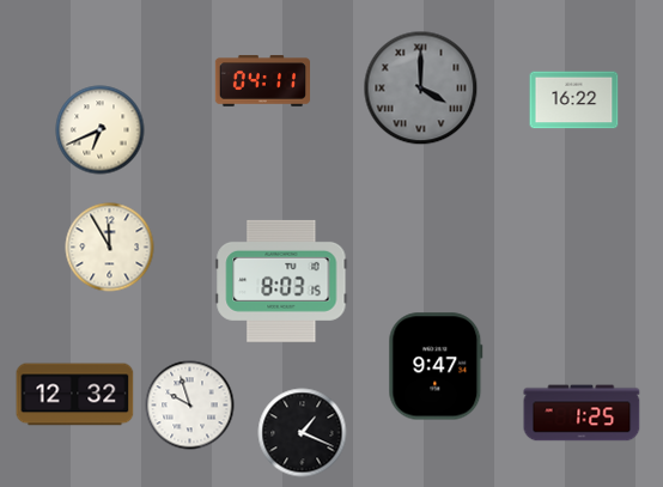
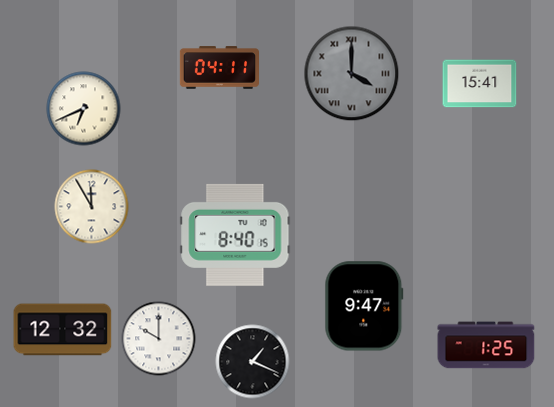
clock at (574, 101): 16:22 -> 15:41
clock at (281, 281): 8:03 -> 8:40
clock at (190, 406): 9:57 -> 10:00
